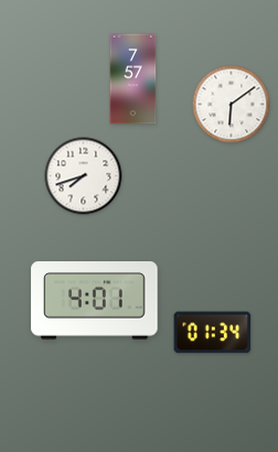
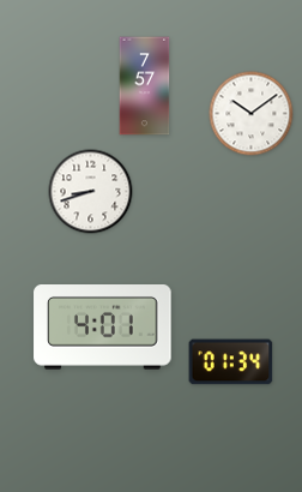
clock at (232, 105): 6:09 -> 10:09
clock at (84, 176): 7:42 -> 8:42
